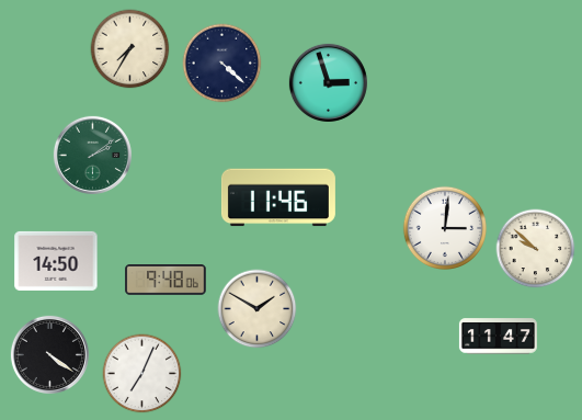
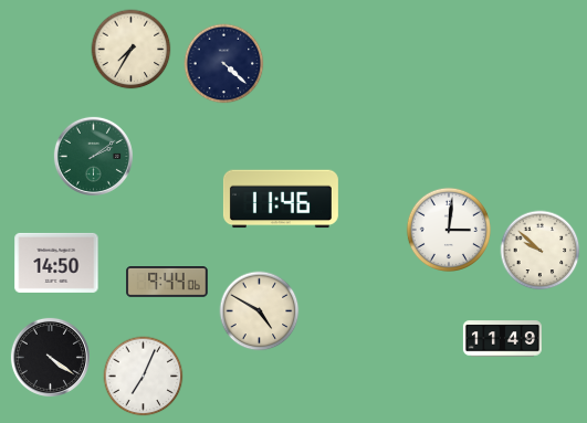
clock at (328, 82): 2:57 -> none
clock at (166, 281): 9:48 -> 9:44
clock at (258, 309): 1:50 -> 4:50
clock at (498, 337): 11:47 -> 11:49
